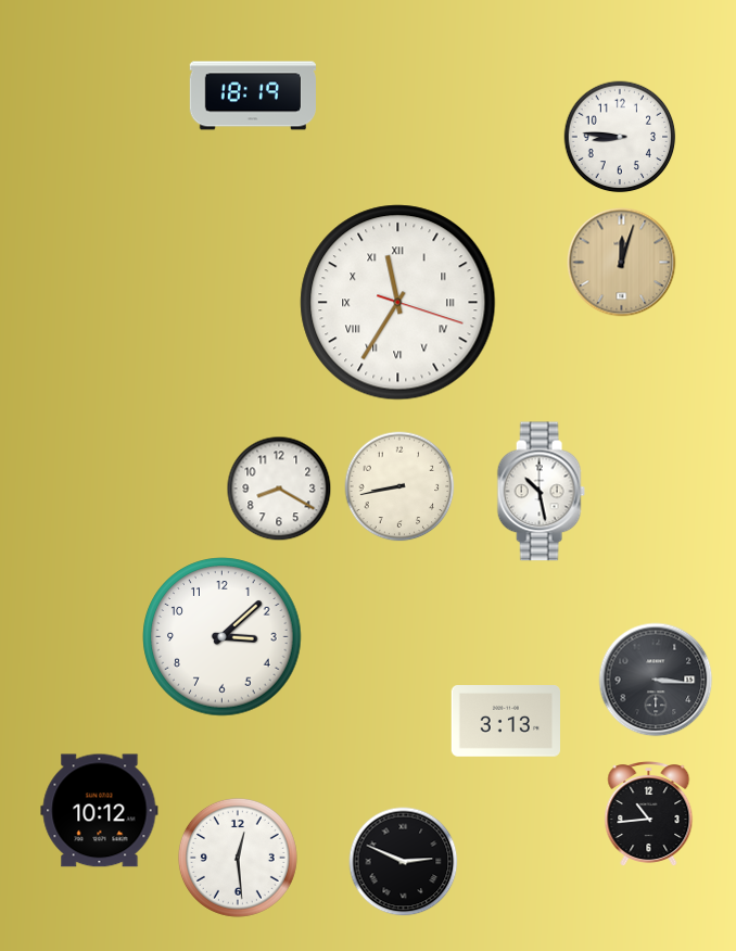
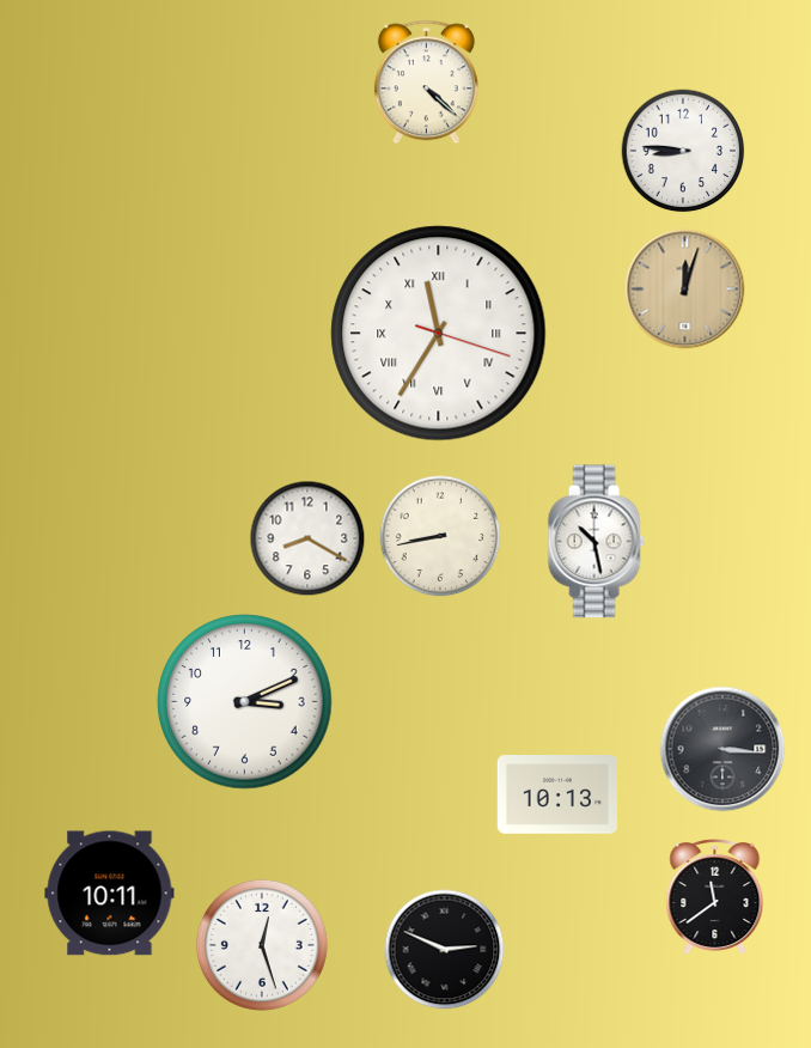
clock at (426, 83): none -> 4:22
clock at (253, 96): 18:19 -> none
clock at (223, 637): 3:08 -> 3:11
clock at (505, 721): 3:13 -> 10:13
clock at (100, 811): 10:12 -> 10:11
clock at (649, 814): 10:44 -> 11:39
clock at (238, 858): 12:29 -> 12:27
